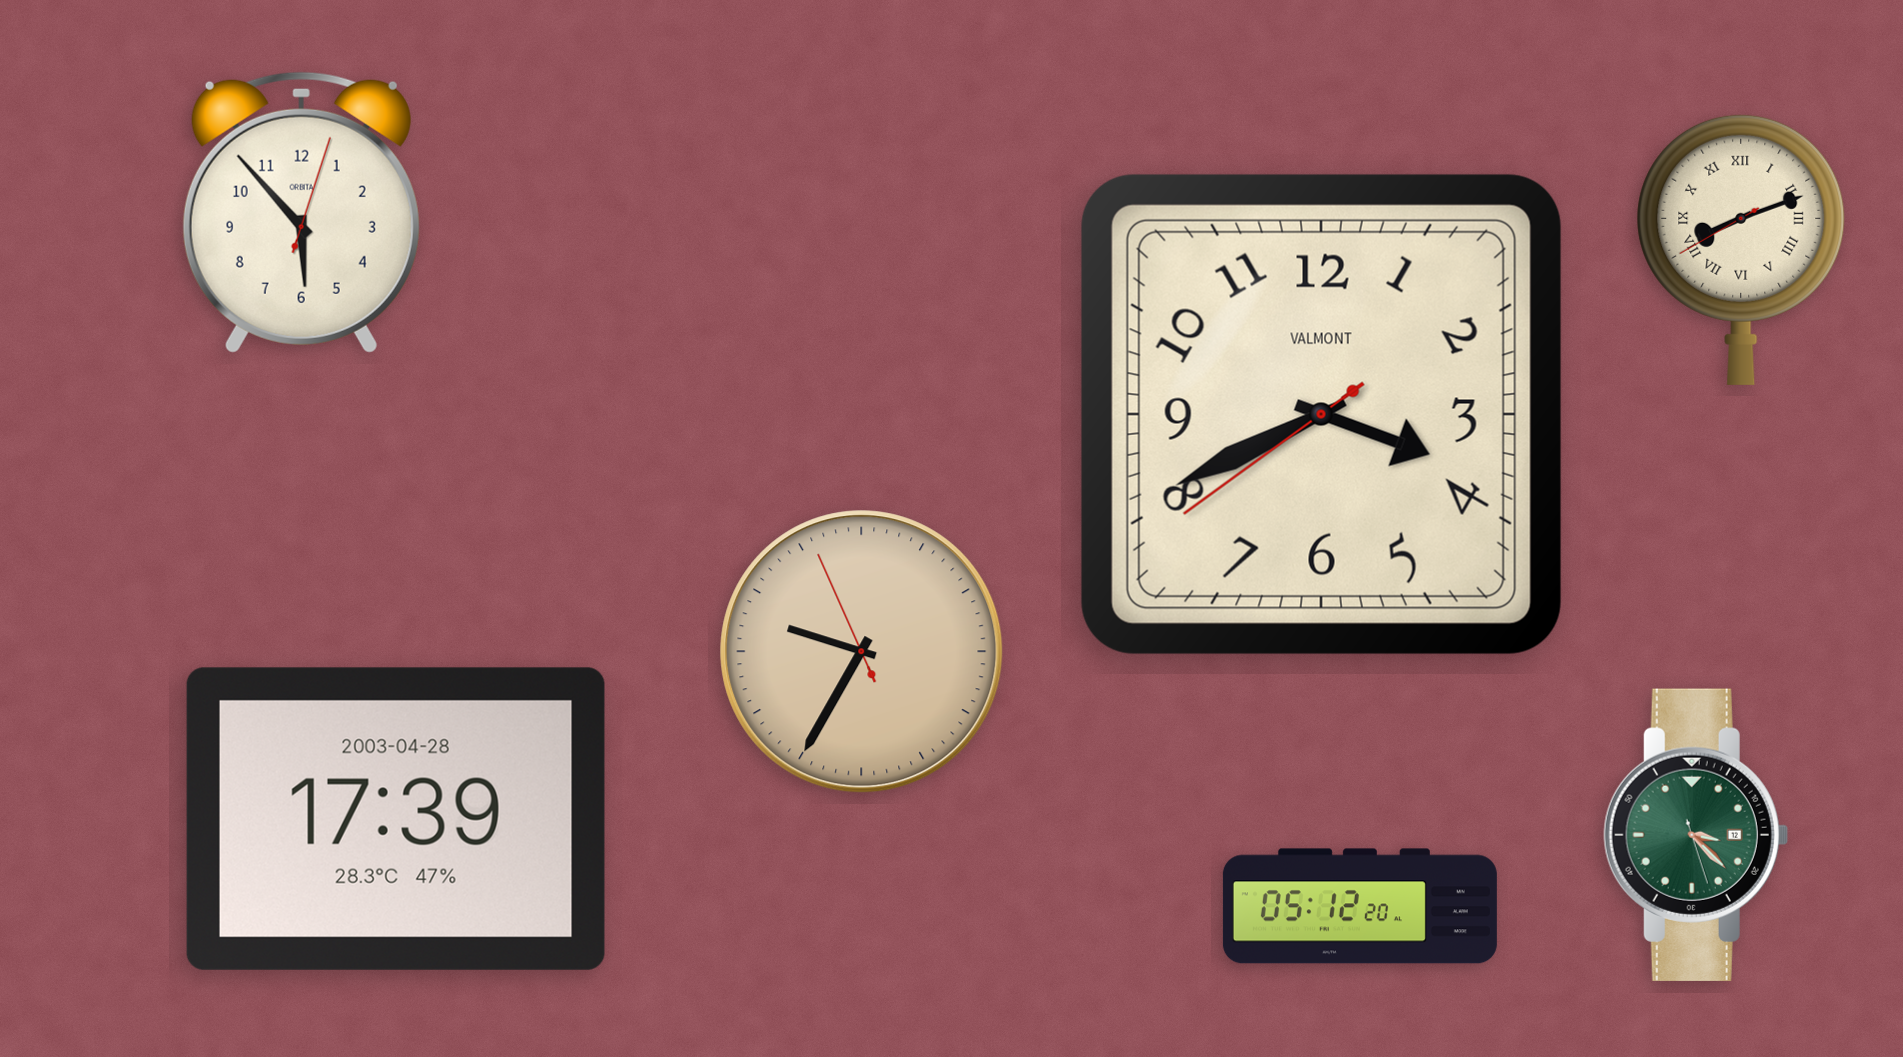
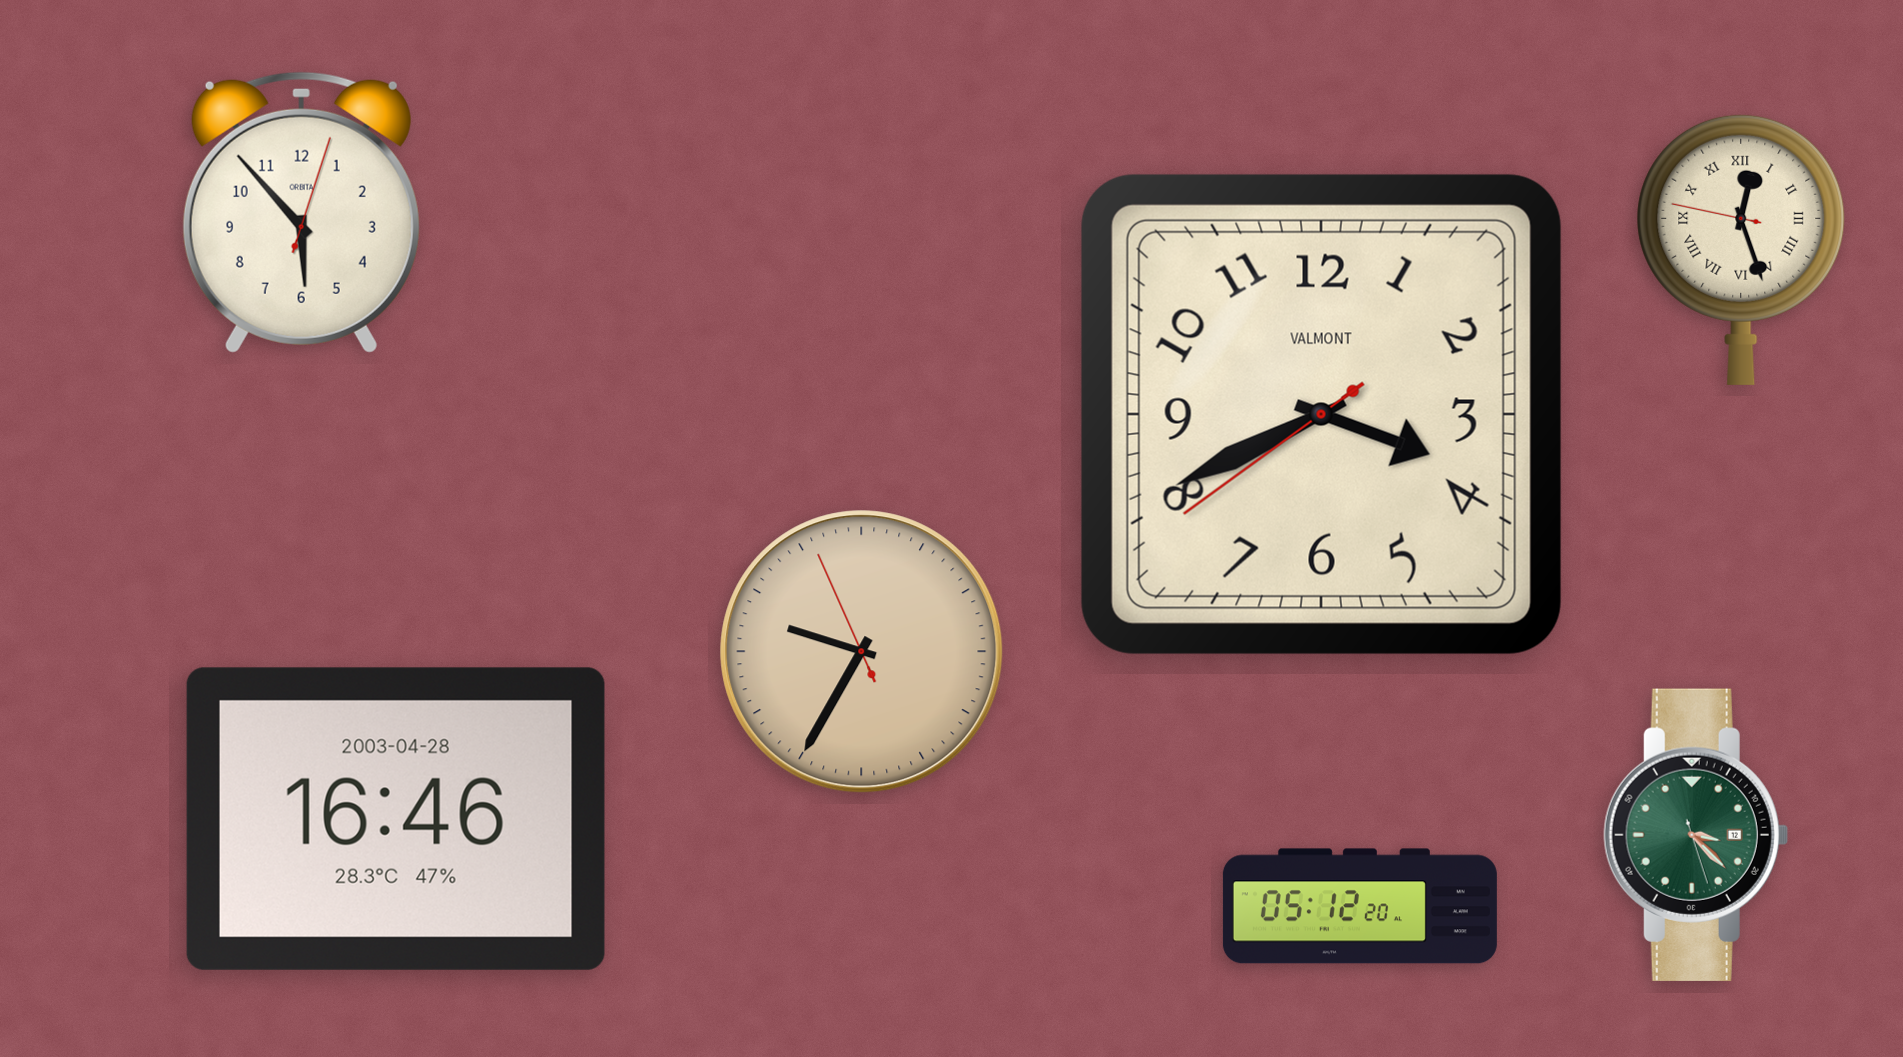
clock at (1741, 249): 8:11 -> 12:26
clock at (396, 819): 17:39 -> 16:46
